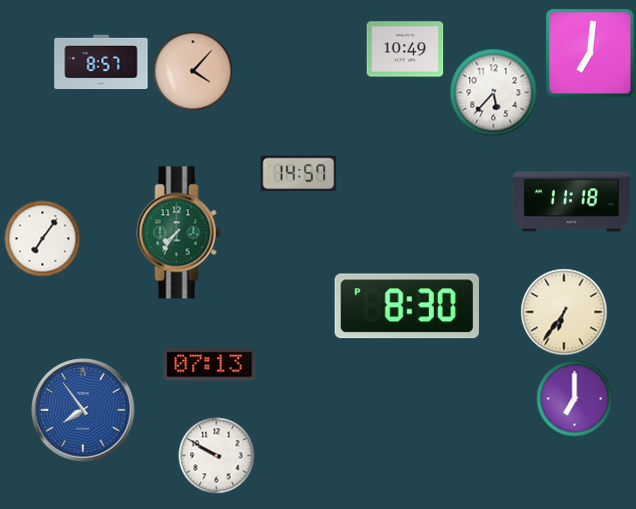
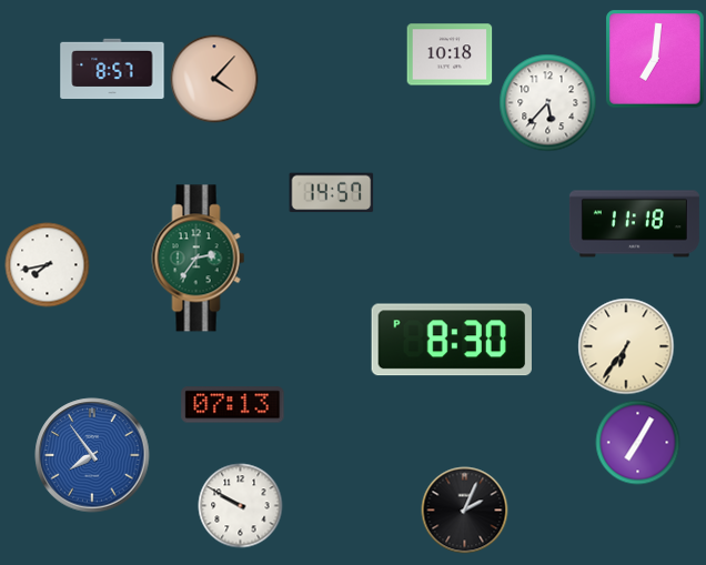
clock at (405, 49): 10:49 -> 10:18
clock at (179, 233): 7:36 -> 2:36
clock at (43, 239): 7:06 -> 7:43
clock at (575, 399): 7:00 -> 7:05
clock at (465, 511): none -> 2:04
